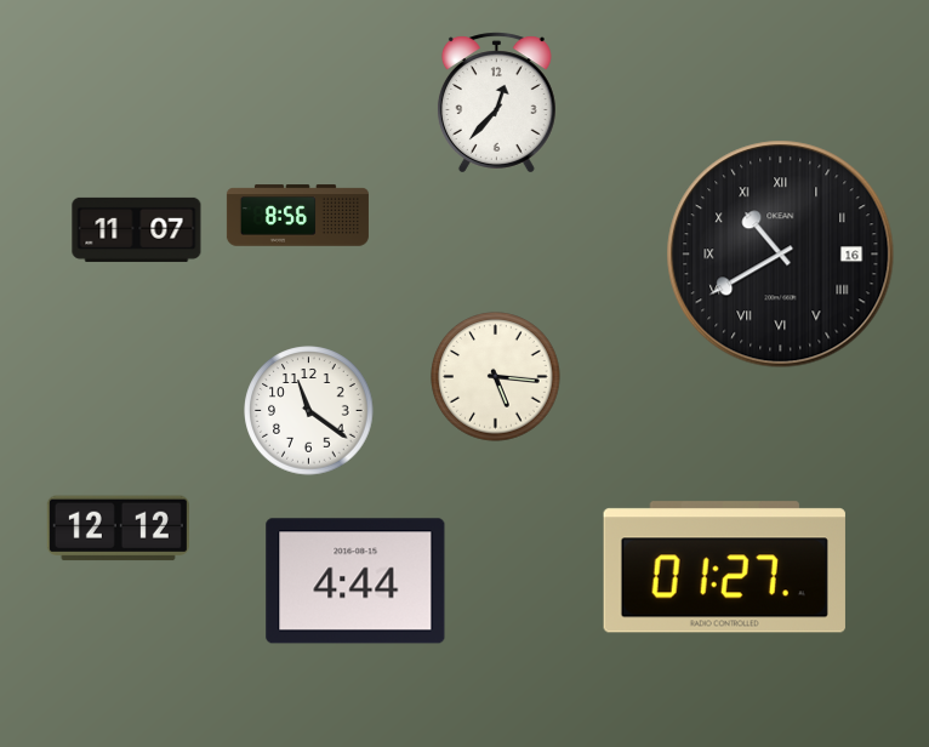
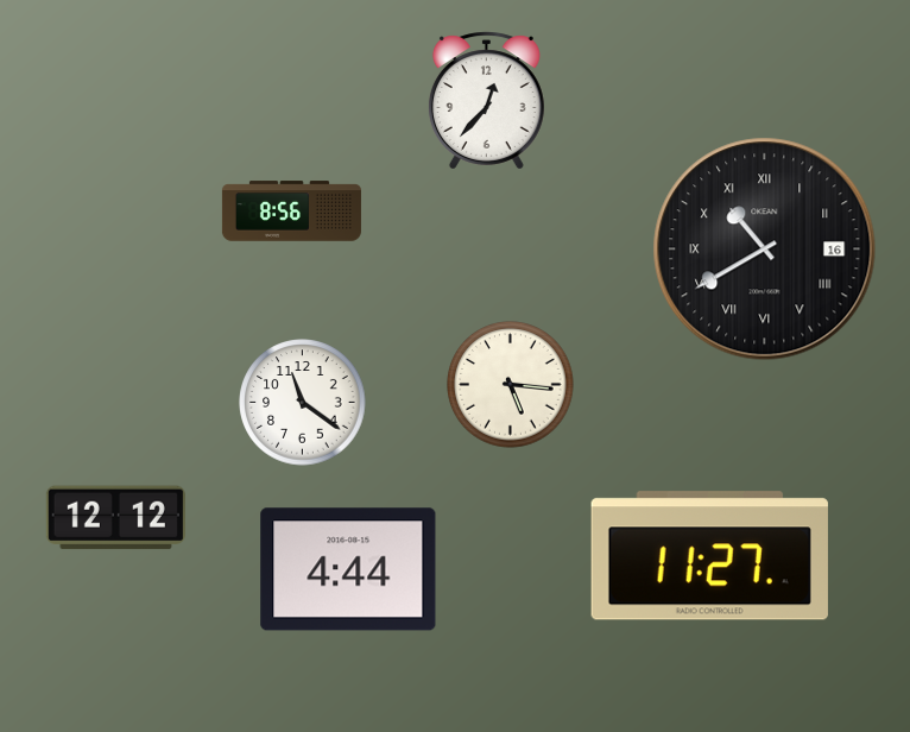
clock at (137, 229): 11:07 -> none
clock at (496, 377) position: (496, 377) -> (511, 385)
clock at (724, 568): 01:27 -> 11:27
